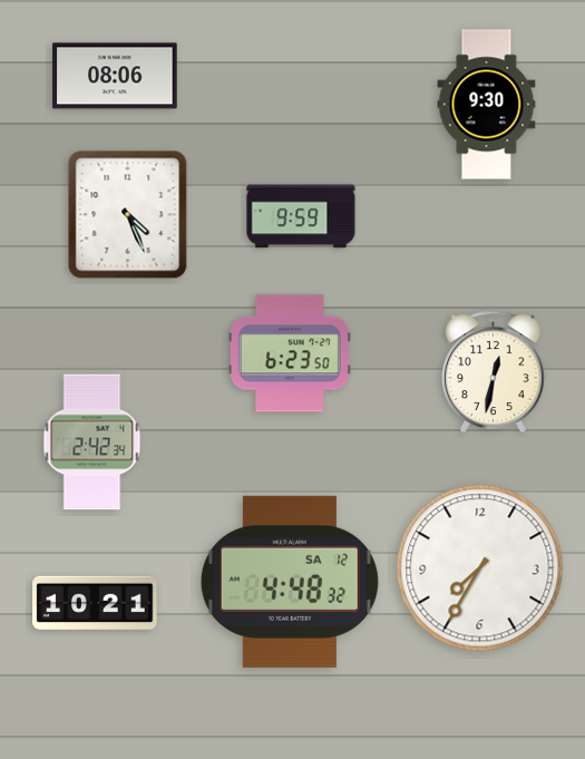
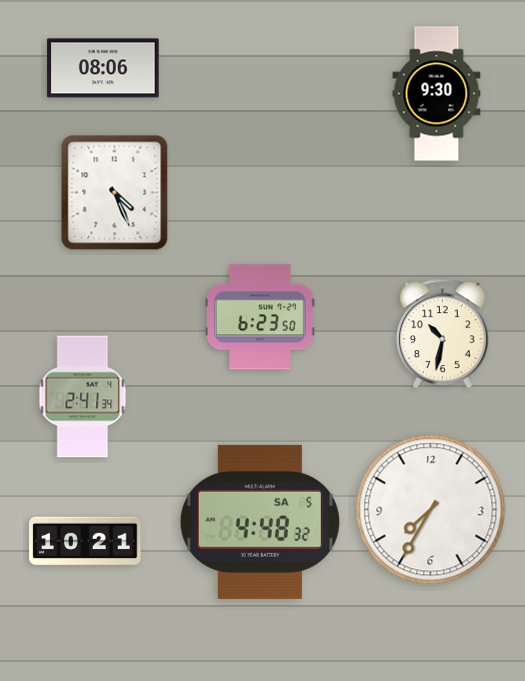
clock at (301, 216): 9:59 -> none
clock at (493, 372): 12:32 -> 10:32
clock at (92, 442): 2:42 -> 2:41
clock at (290, 582) date: SA 12 -> SA 5
